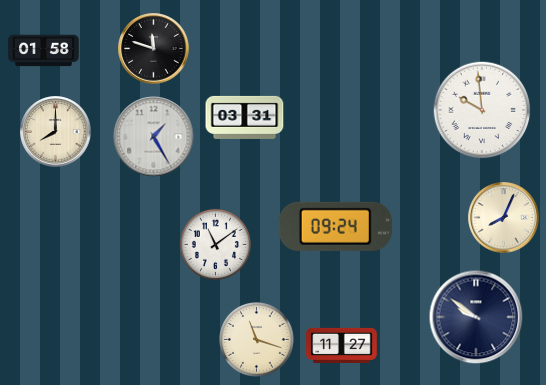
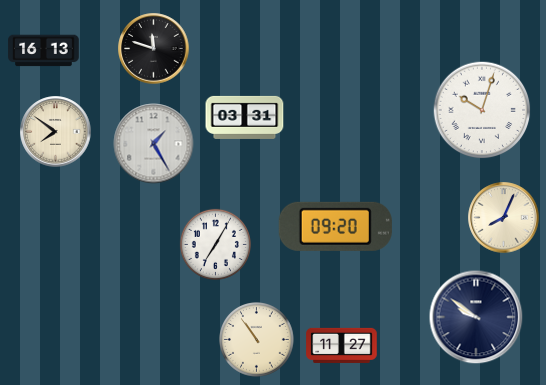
clock at (44, 51): 01:58 -> 16:13
clock at (482, 110): 9:59 -> 10:03
clock at (56, 132): 8:00 -> 7:51
clock at (154, 137) position: (154, 137) -> (154, 144)
clock at (335, 226): 09:24 -> 09:20
clock at (215, 244): 11:09 -> 7:05
clock at (257, 340): 11:18 -> 10:54
